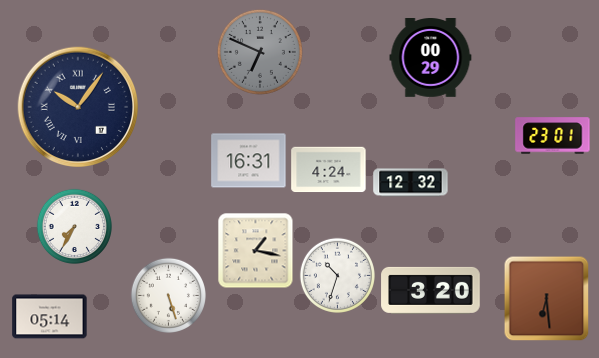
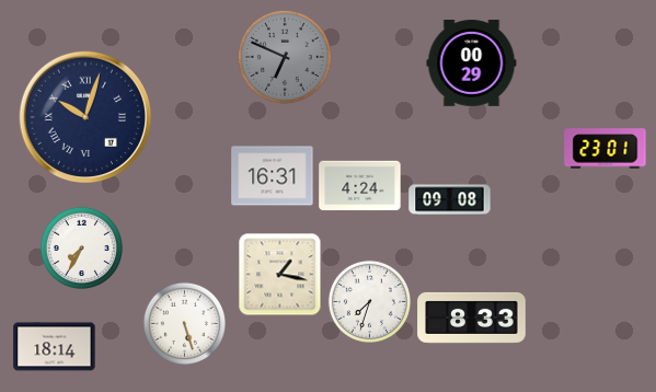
clock at (78, 107): 10:06 -> 10:03
clock at (411, 183): 12:32 -> 09:08
clock at (337, 275): 10:33 -> 7:33
clock at (431, 290): 3:20 -> 8:33
clock at (547, 299): 6:29 -> none
clock at (50, 317): 05:14 -> 18:14
